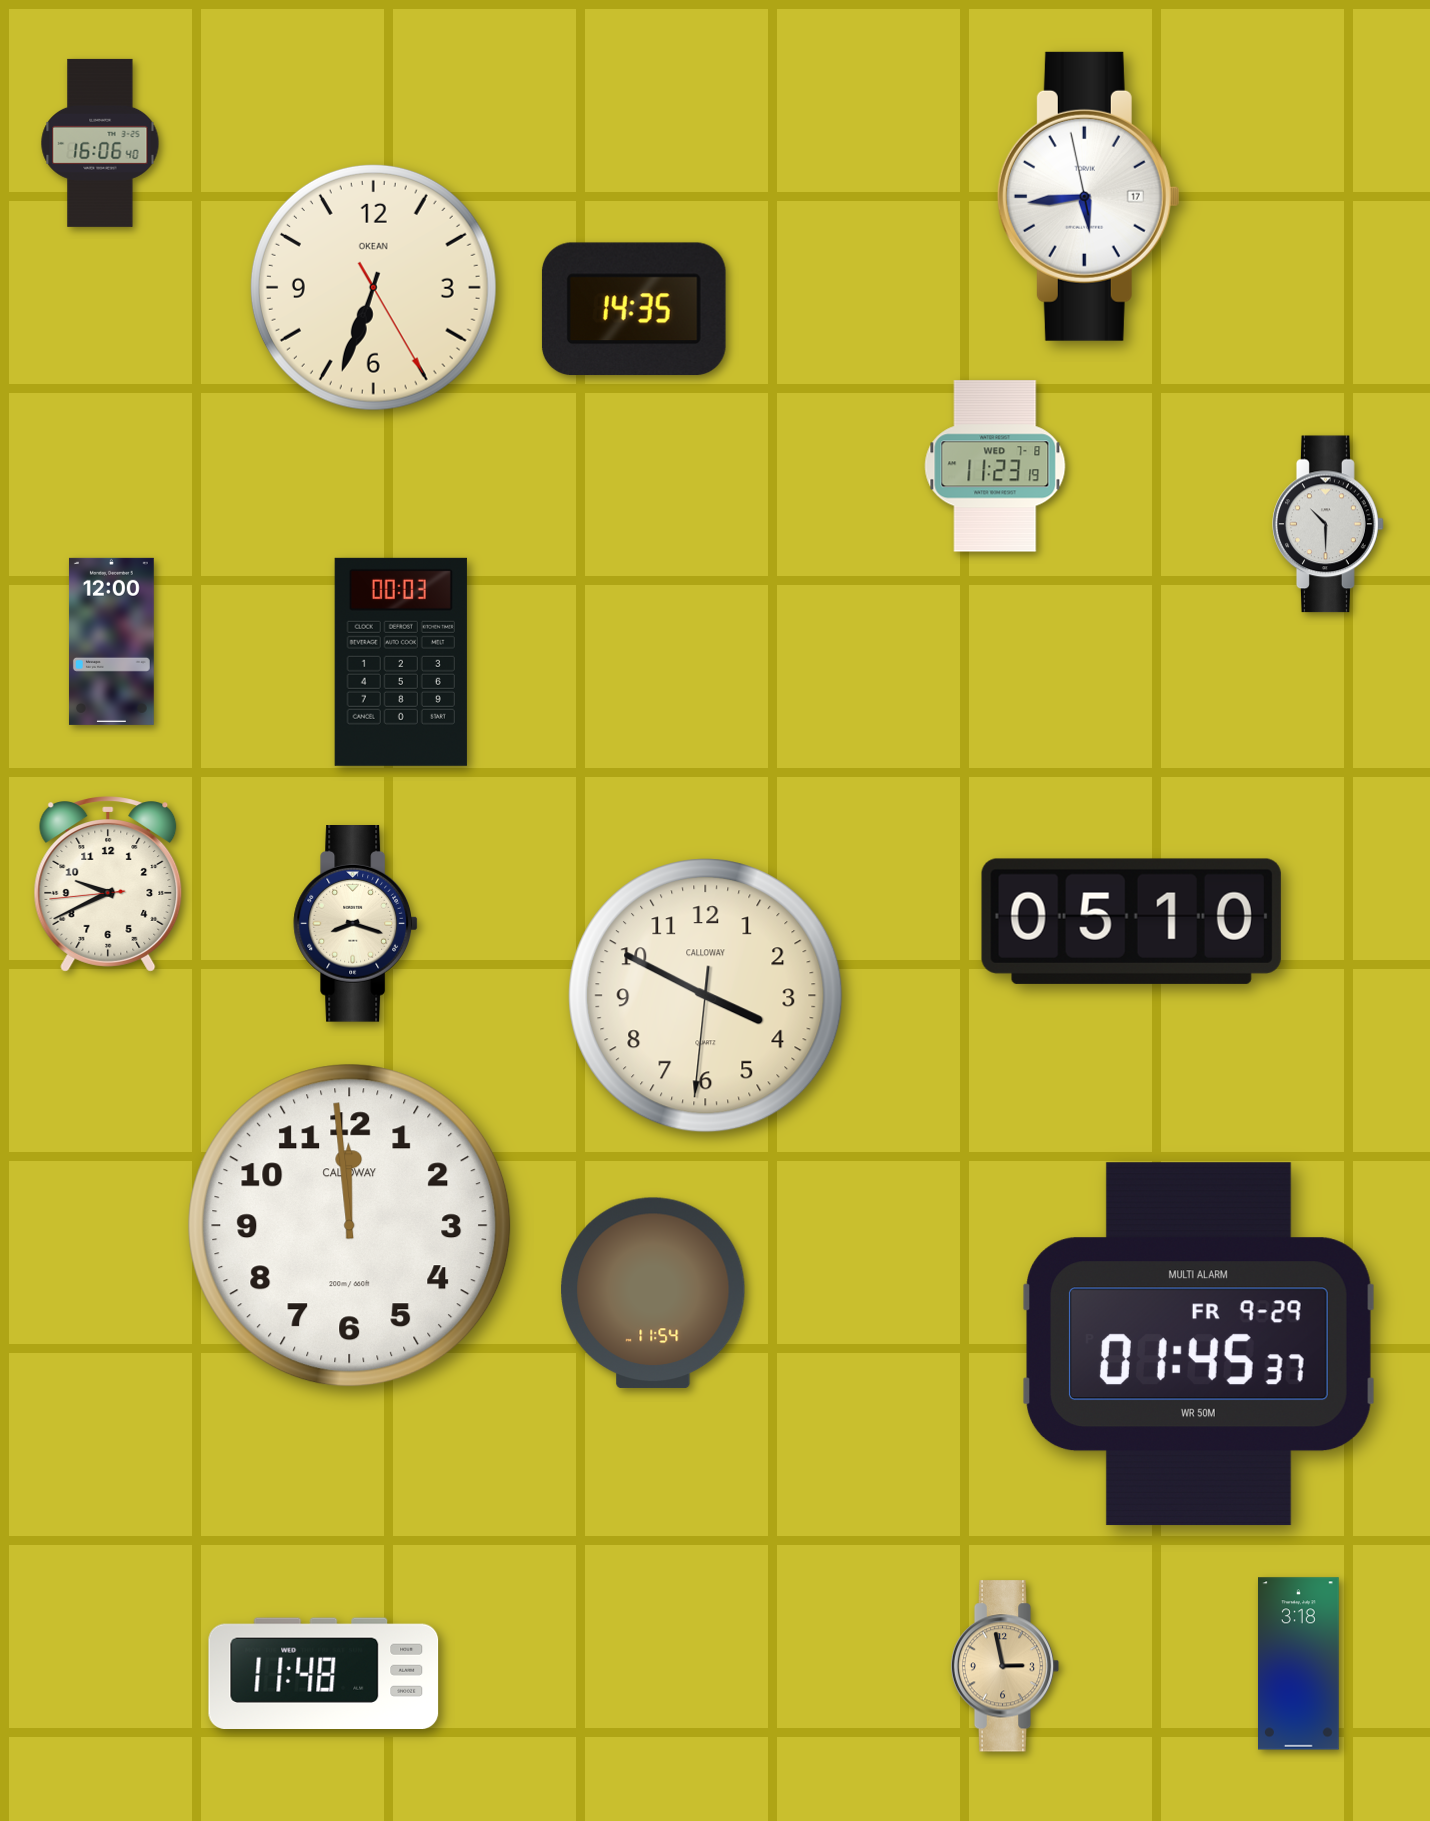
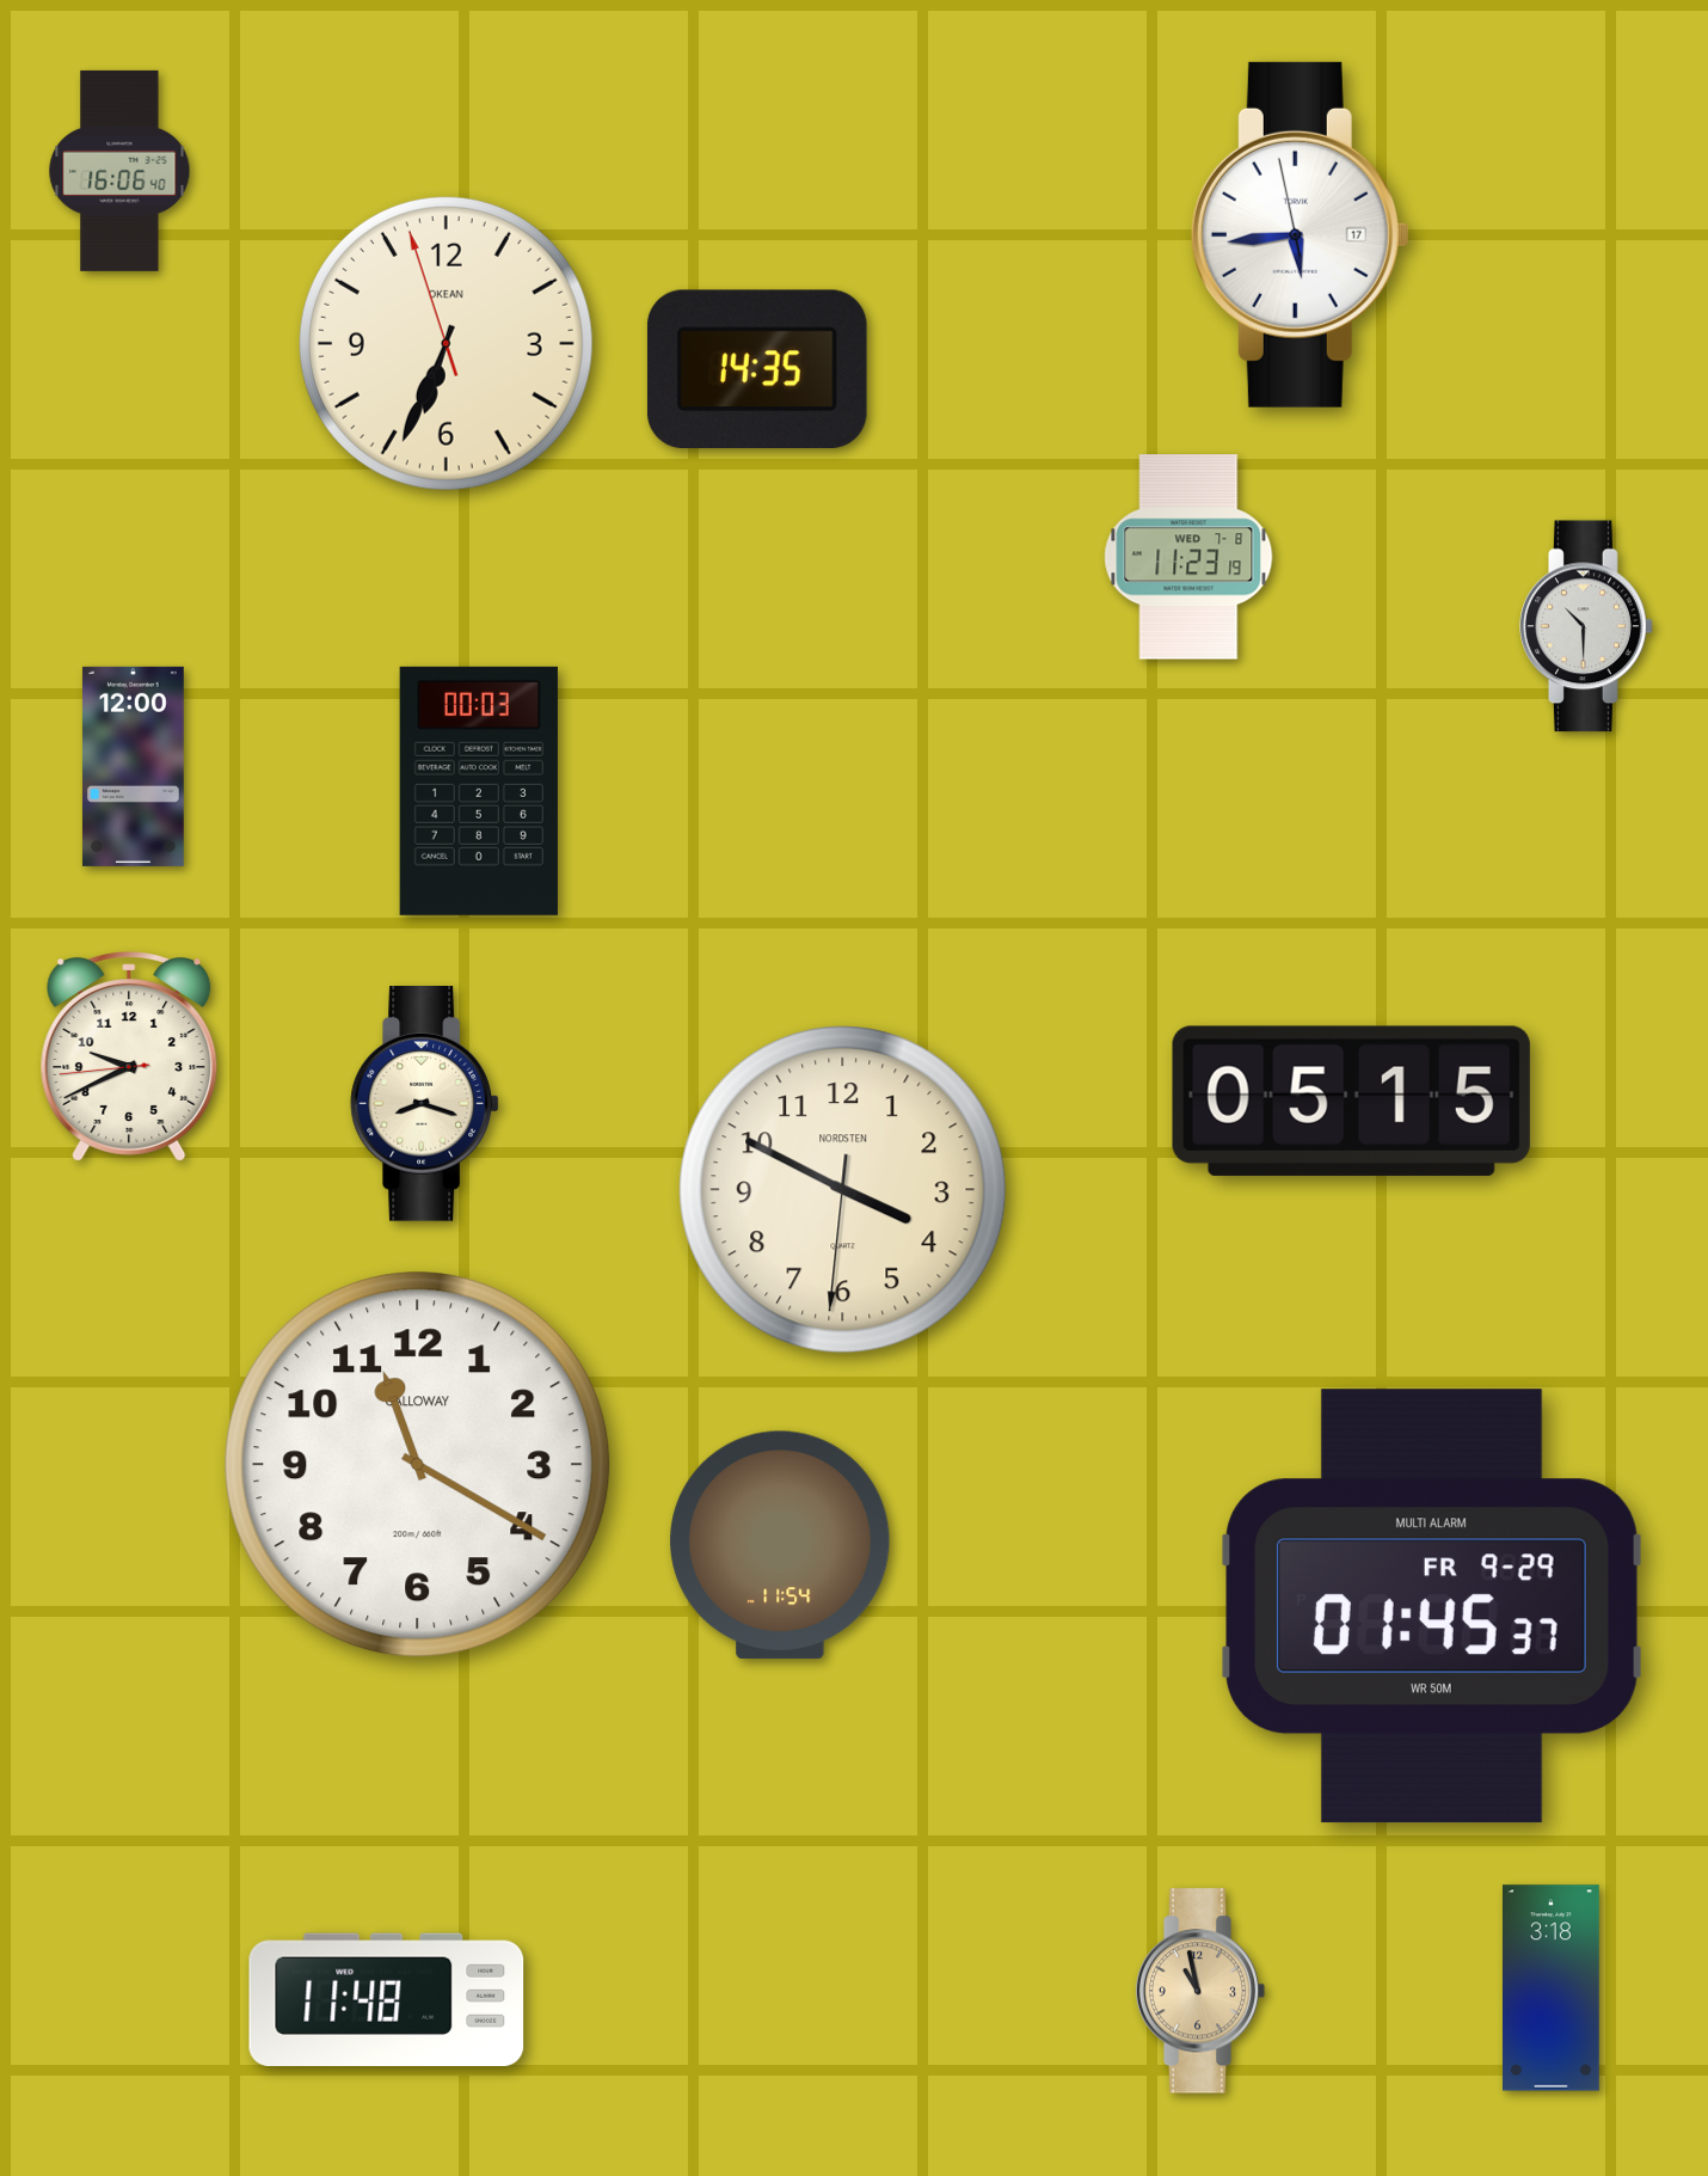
clock at (373, 287): 6:33:25 -> 6:33:57
clock at (1131, 921): 05:10 -> 05:15
clock at (706, 996) brand: CALLOWAY -> NORDSTEN
clock at (350, 1226): 11:59 -> 11:20
clock at (1005, 1666): 2:58 -> 10:58
